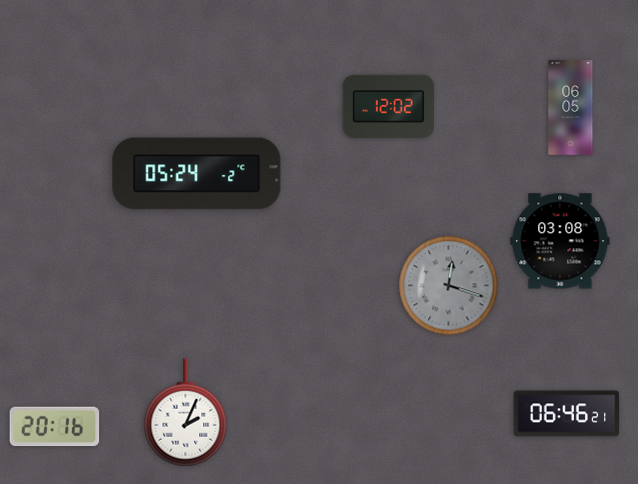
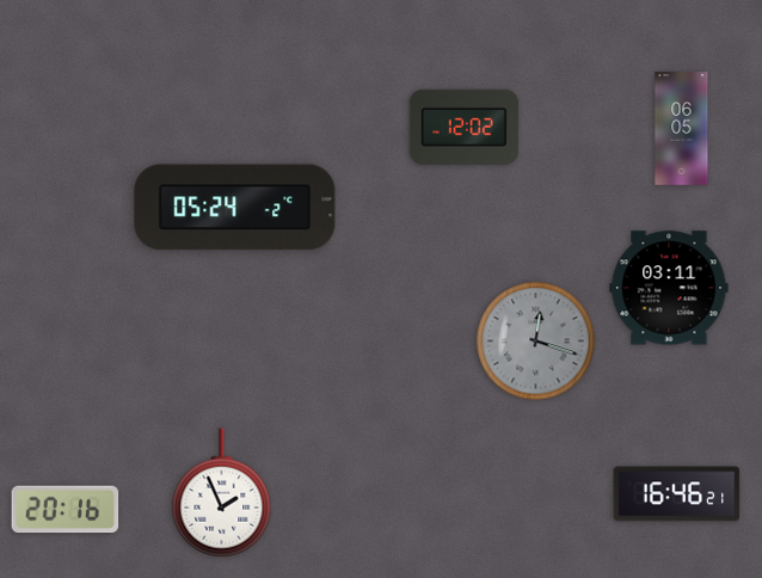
clock at (560, 241): 03:08 -> 03:11
clock at (186, 413): 2:04 -> 1:56
clock at (567, 414): 06:46 -> 16:46
